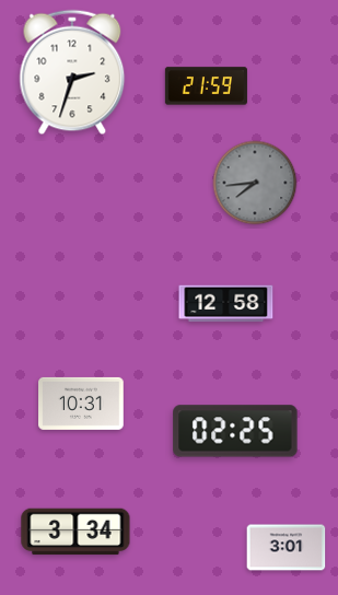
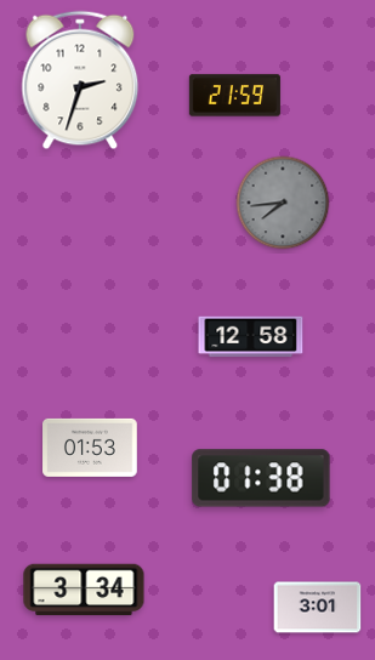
clock at (206, 86) position: (206, 86) -> (234, 96)
clock at (81, 404): 10:31 -> 01:53
clock at (235, 431): 02:25 -> 01:38
